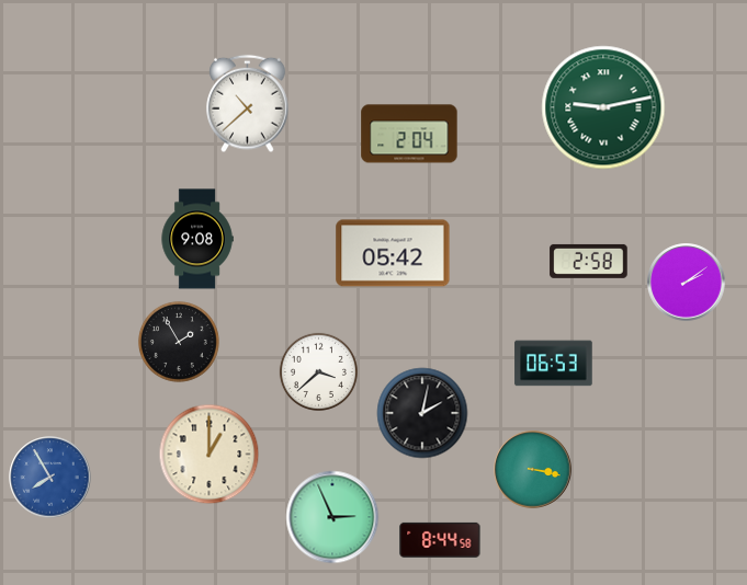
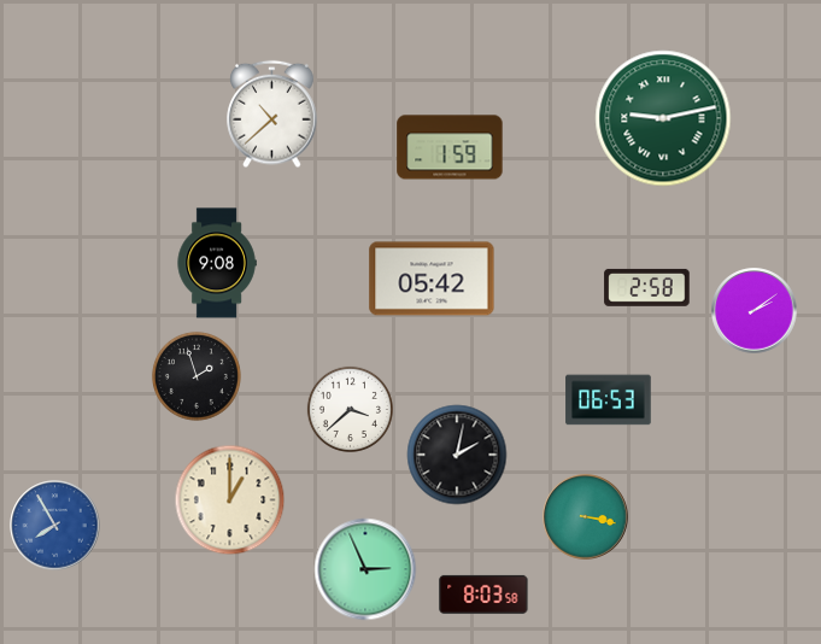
clock at (409, 134): 2:04 -> 1:59
clock at (179, 342): 1:55 -> 1:57
clock at (422, 413) position: (422, 413) -> (457, 455)
clock at (440, 540): 8:44 -> 8:03
